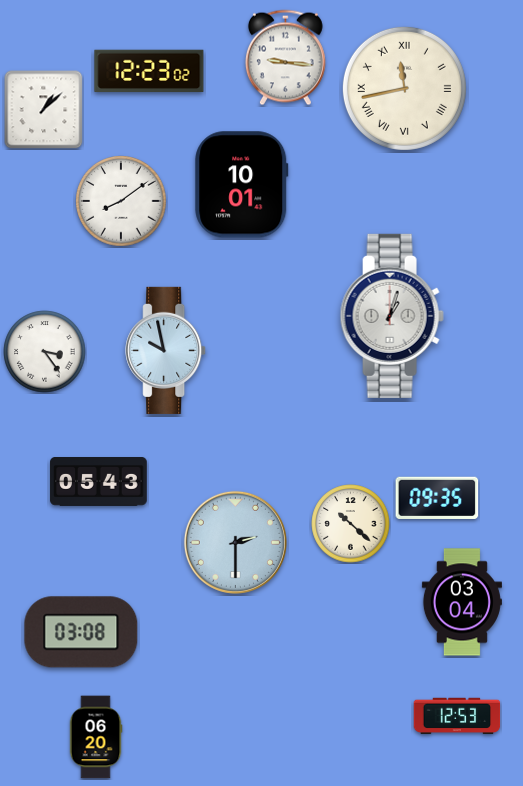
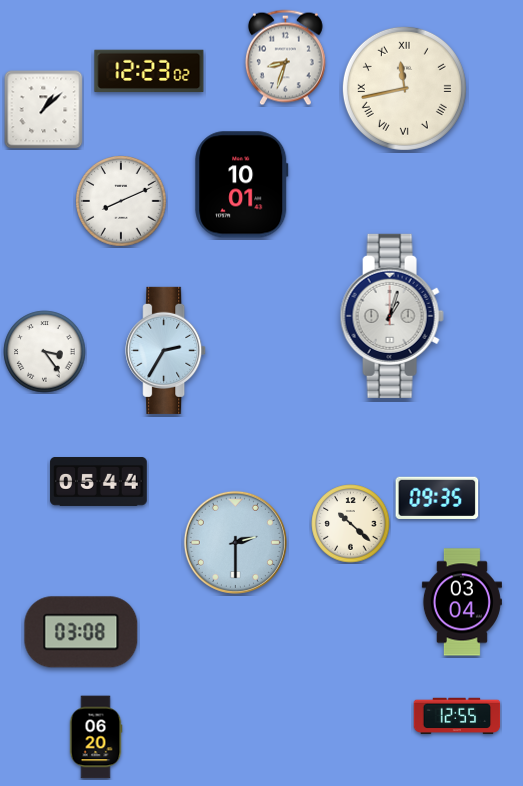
clock at (285, 58): 9:16 -> 8:33
clock at (121, 201): 8:09 -> 8:11
clock at (166, 350): 9:58 -> 2:35
clock at (99, 482): 05:43 -> 05:44
clock at (457, 716): 12:53 -> 12:55
